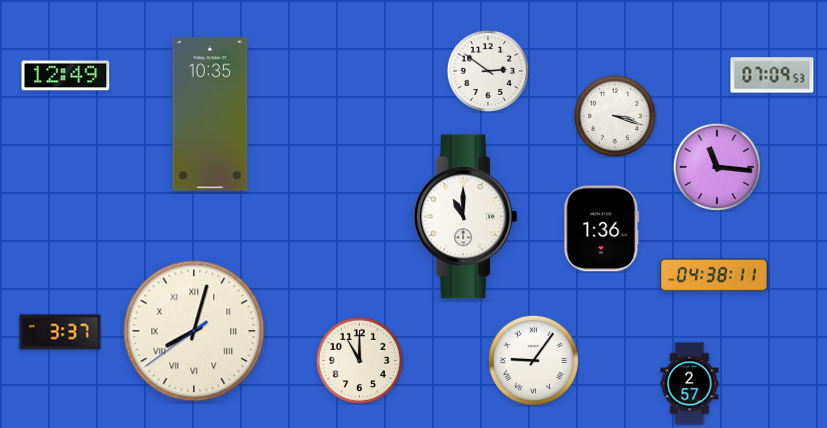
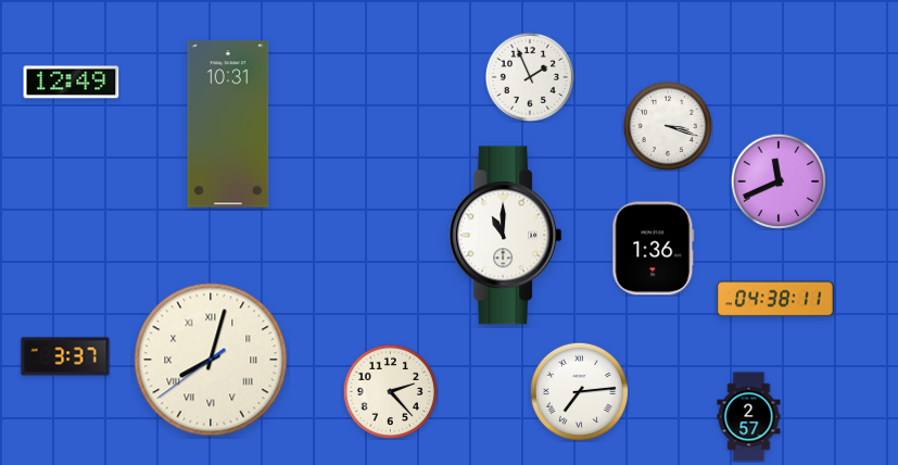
clock at (488, 71): 2:51 -> 1:56
clock at (772, 75): 07:09 -> none
clock at (210, 114): 10:35 -> 10:31
clock at (717, 167): 11:16 -> 11:41
clock at (60, 332) position: (60, 332) -> (65, 356)
clock at (359, 360): 11:00 -> 2:23
clock at (533, 360): 9:06 -> 7:14
